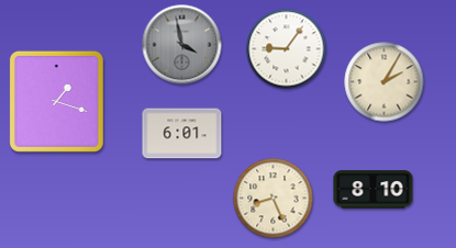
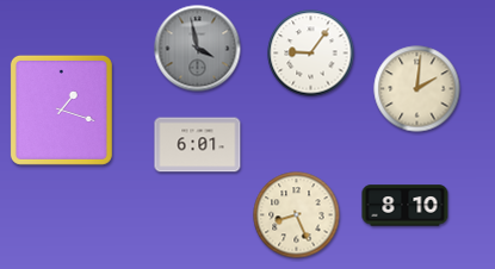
clock at (385, 82): 2:05 -> 2:01
